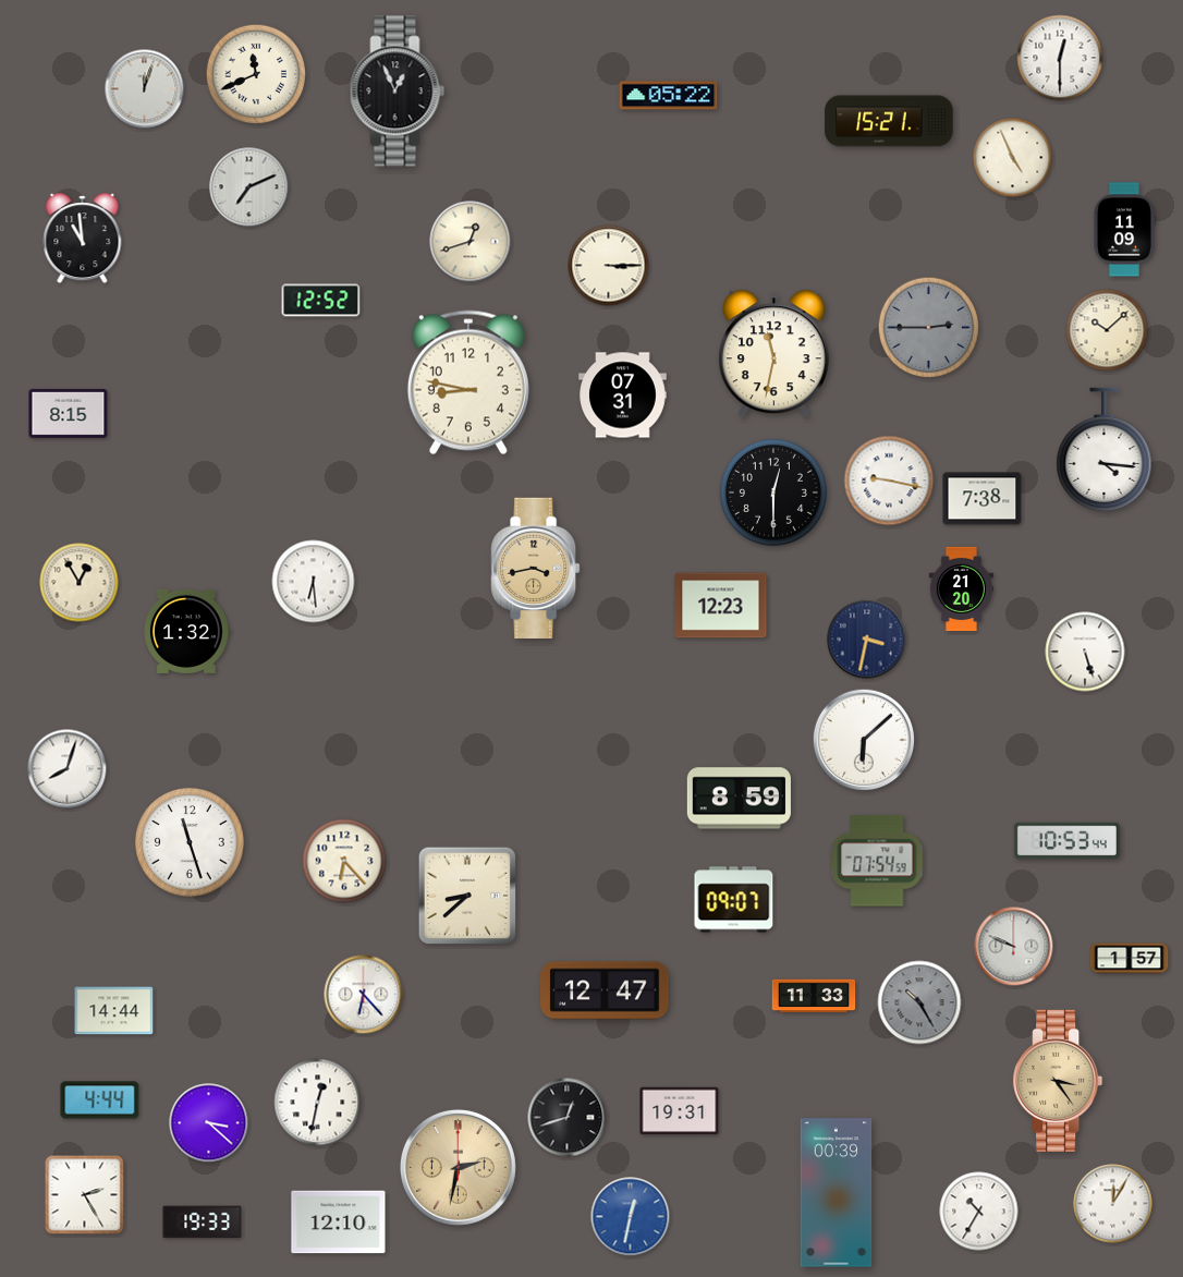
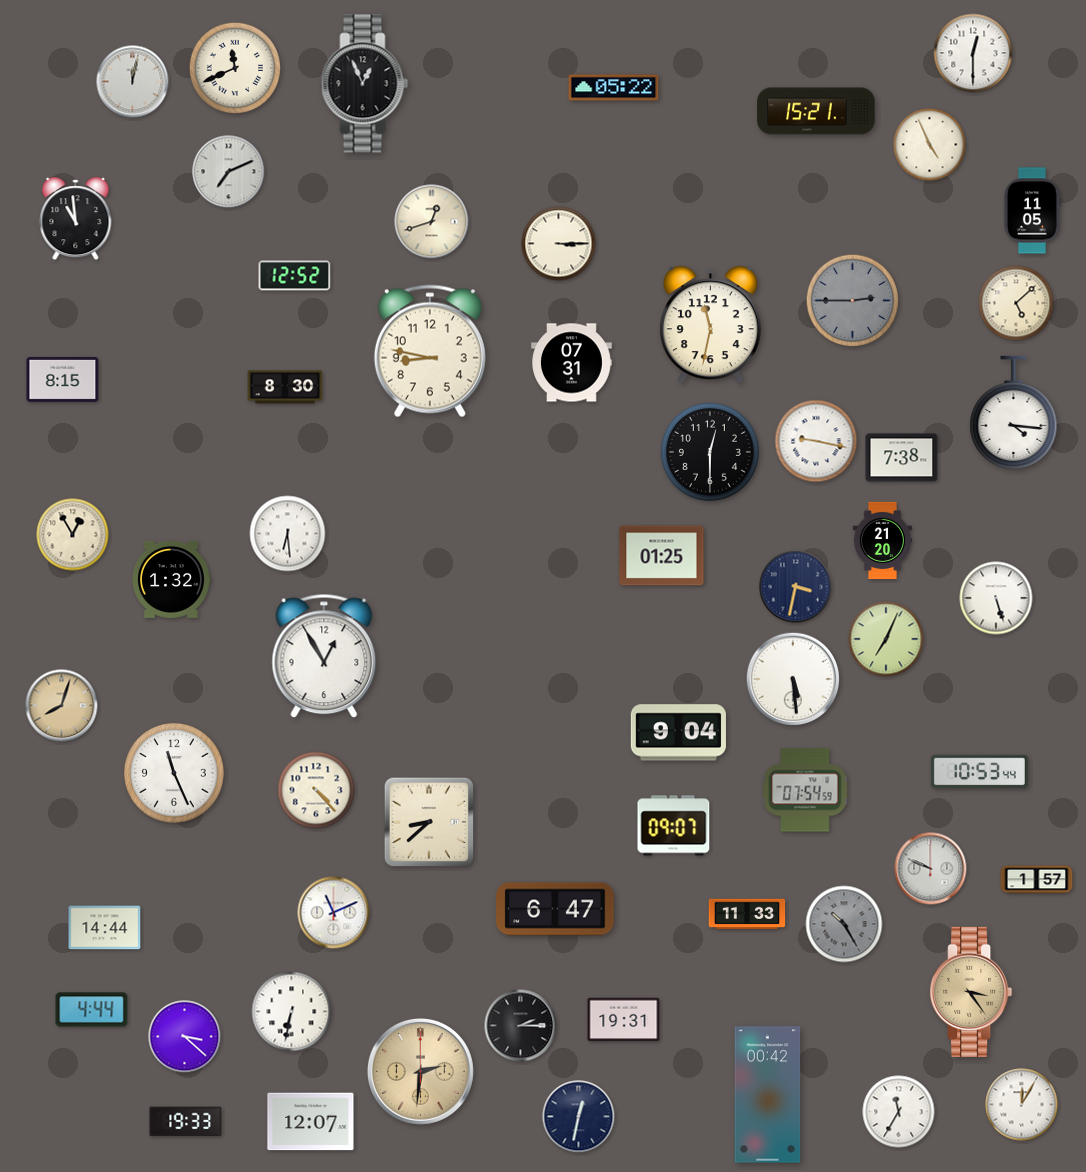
clock at (145, 89): 12:03 -> 12:02
clock at (1124, 230): 11:09 -> 11:05
clock at (1107, 330): 10:08 -> 5:08
clock at (285, 387): none -> 8:30
clock at (536, 568): 3:43 -> none
clock at (721, 606): 12:23 -> 01:25
clock at (886, 639): none -> 7:04
clock at (324, 656): none -> 12:55
clock at (864, 740): 6:08 -> 5:29
clock at (68, 769) dial: white -> champagne
clock at (739, 799): 8:59 -> 9:04
clock at (190, 842): 11:27 -> 11:26
clock at (344, 861): 6:23 -> 4:23
clock at (605, 990): 12:47 -> 6:47
clock at (364, 995): 6:23 -> 11:11
clock at (919, 1002) position: (919, 1002) -> (844, 924)
clock at (318, 1103): 12:32 -> 6:32
clock at (568, 1118): 12:42 -> 2:15
clock at (209, 1123) position: (209, 1123) -> (185, 1037)
clock at (458, 1167): 2:32 -> 2:31
clock at (837, 1193): 00:39 -> 00:42
clock at (85, 1195): 2:25 -> none
clock at (979, 1212): 10:35 -> 11:35
clock at (631, 1217) dial: blue -> navy
clock at (339, 1223): 12:10 -> 12:07
